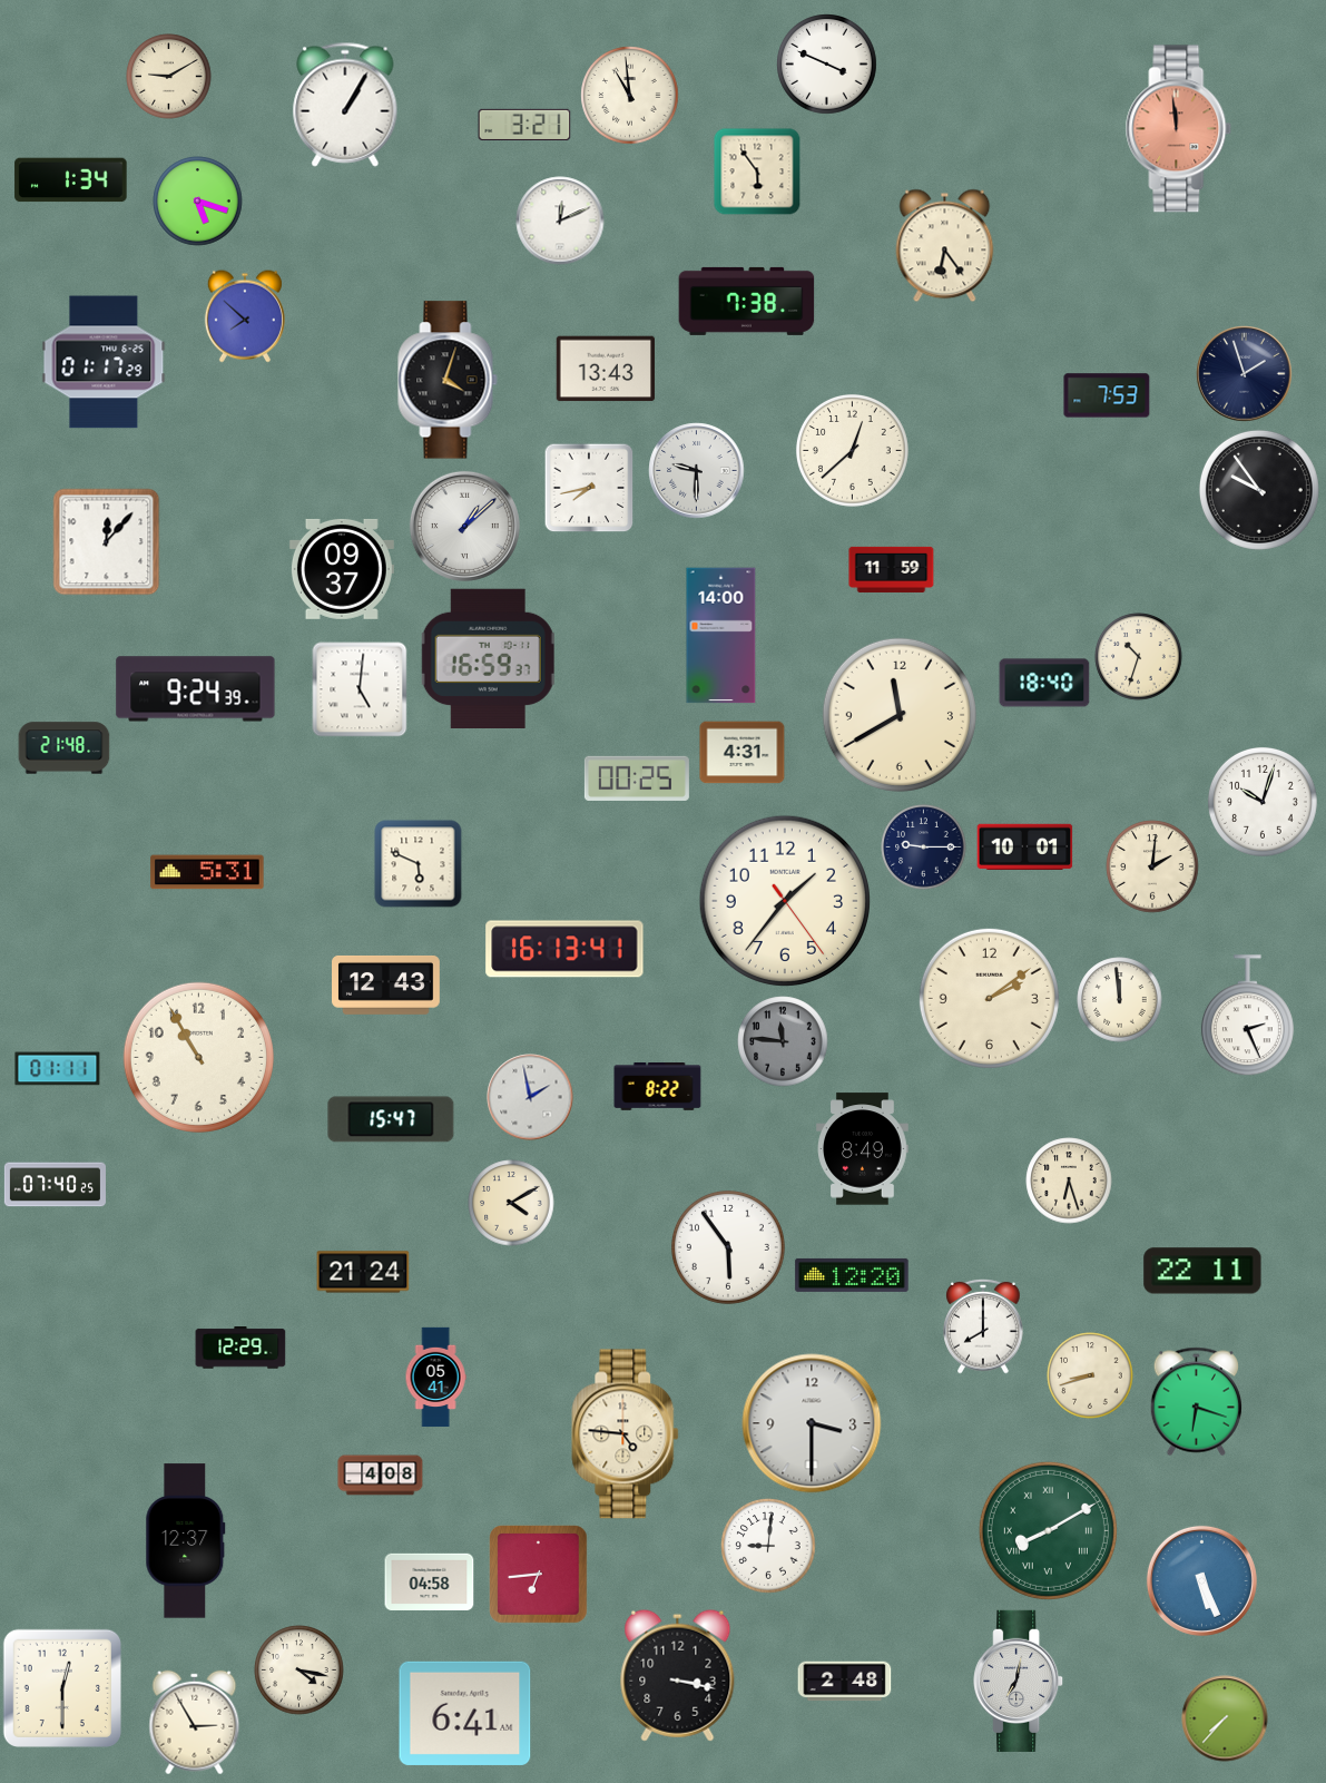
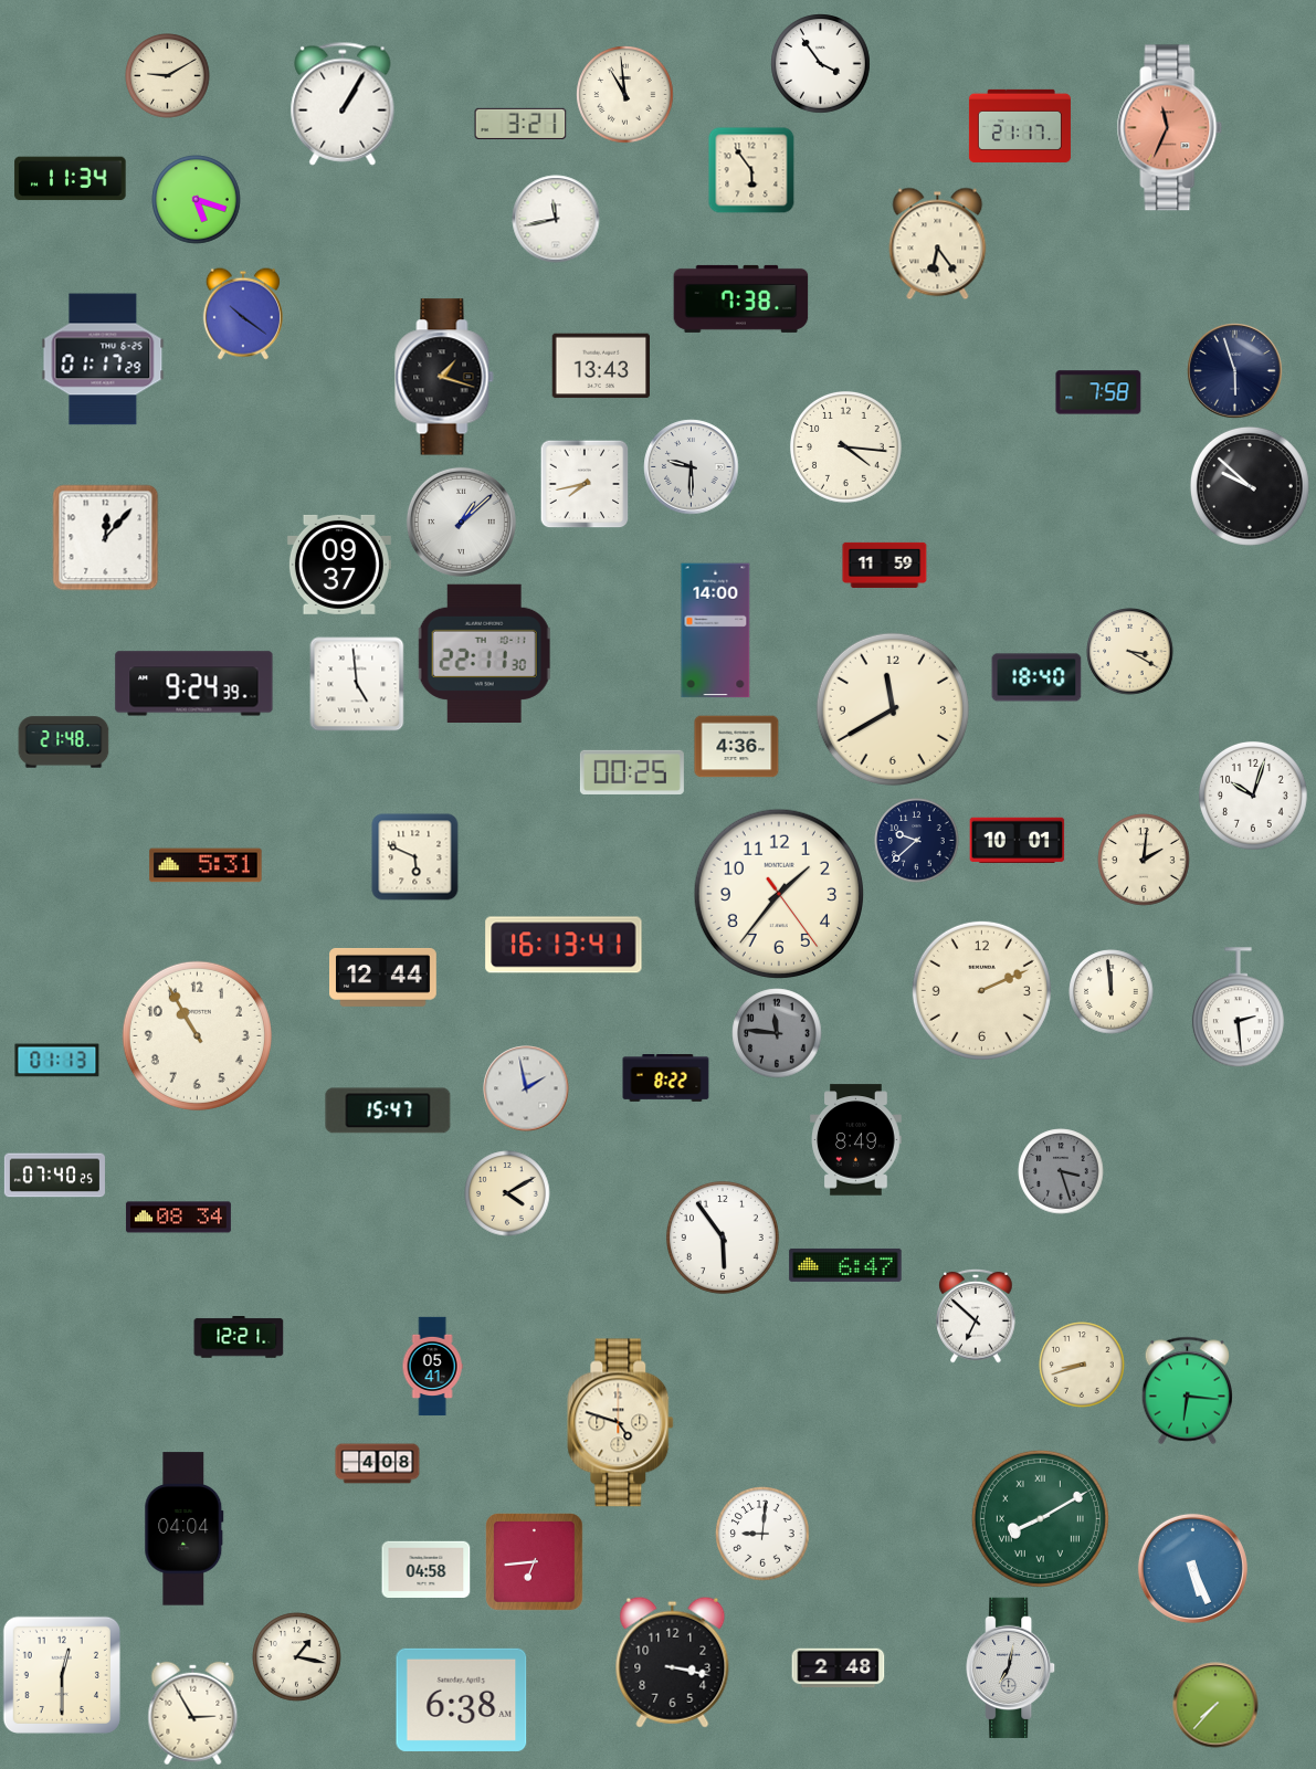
clock at (827, 65): 3:49 -> 3:54
clock at (1020, 126): none -> 21:17
clock at (1179, 129): 11:59 -> 11:34
clock at (71, 180): 1:34 -> 11:34
clock at (560, 221): 12:11 -> 11:43
clock at (245, 316): 7:52 -> 10:21
clock at (1245, 374): 1:57 -> 5:57
clock at (448, 380): 4:03 -> 1:18
clock at (1107, 395): 7:53 -> 7:58
clock at (852, 450): 12:38 -> 4:16
clock at (1259, 490): 9:54 -> 9:52
clock at (1139, 657): 10:33 -> 3:20
clock at (488, 658): 16:59 -> 22:11
clock at (360, 689): 5:01 -> 4:59
clock at (743, 753): 4:31 -> 4:36
clock at (924, 848): 9:15 -> 9:38
clock at (564, 949) position: (564, 949) -> (564, 945)
clock at (386, 984): 12:43 -> 12:44
clock at (989, 998): 2:09 -> 2:11
clock at (1247, 1016): 2:26 -> 2:29
clock at (198, 1057) position: (198, 1057) -> (197, 1035)
clock at (58, 1069): 01:11 -> 01:13
clock at (658, 1087) position: (658, 1087) -> (666, 1078)
clock at (1069, 1180): 6:27 -> 3:27
clock at (1069, 1180) dial: cream -> grey
clock at (178, 1218): none -> 08:34
clock at (1202, 1271): 22:11 -> none
clock at (363, 1272): 21:24 -> none
clock at (852, 1275): 12:20 -> 6:47
clock at (983, 1326): 8:00 -> 6:52
clock at (240, 1349): 12:29 -> 12:21
clock at (1196, 1402): 6:18 -> 6:16
clock at (812, 1423): 3:30 -> none
clock at (626, 1434): 4:46 -> 4:48
clock at (186, 1541): 12:37 -> 04:04
clock at (299, 1671): 4:17 -> 1:17
clock at (465, 1713): 6:41 -> 6:38
clock at (195, 1723) position: (195, 1723) -> (193, 1714)
